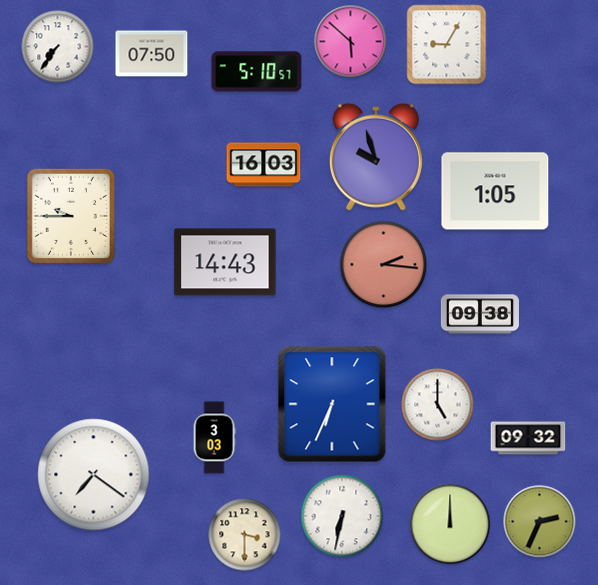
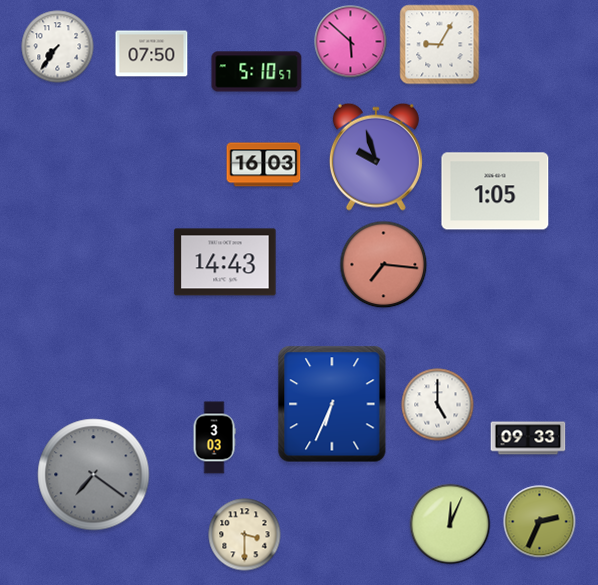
clock at (447, 45) position: (447, 45) -> (440, 45)
clock at (71, 216): 9:45 -> none
clock at (384, 265): 2:16 -> 7:16
clock at (479, 314): 09:38 -> none
clock at (528, 438): 09:32 -> 09:33
clock at (94, 475) dial: white -> grey
clock at (342, 516): 6:32 -> none
clock at (450, 524): 12:00 -> 12:04
